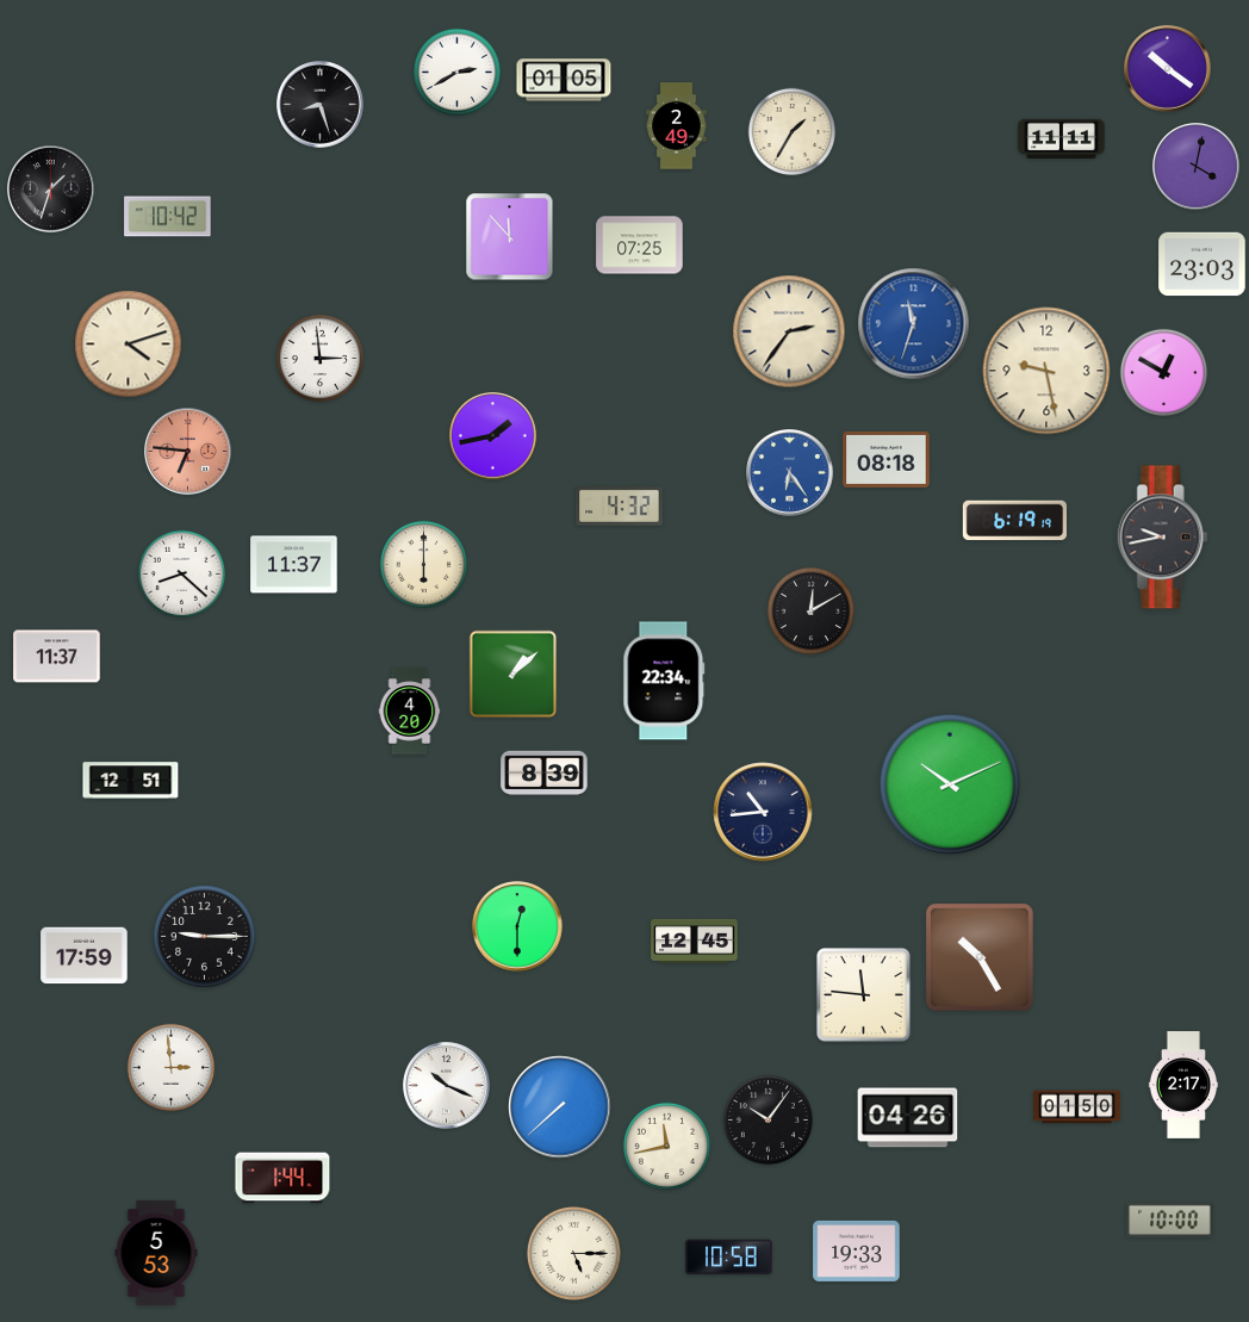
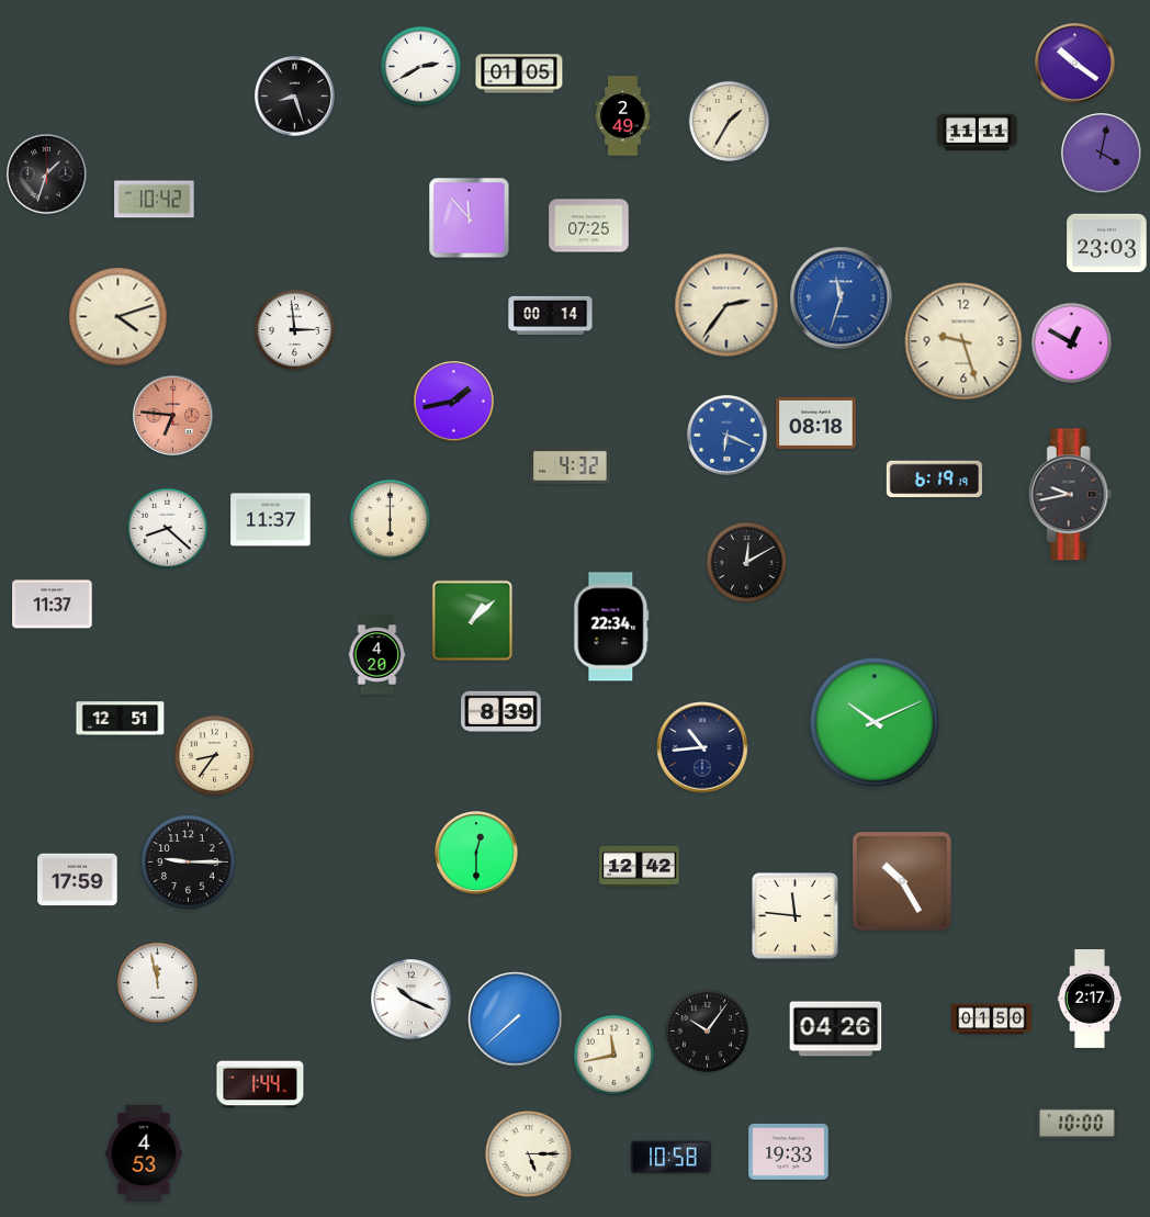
clock at (1062, 138) position: (1062, 138) -> (978, 132)
clock at (551, 315): none -> 00:14
clock at (1046, 371): 9:28 -> 9:27
clock at (790, 473): 6:24 -> 6:19
clock at (214, 755): none -> 8:36
clock at (695, 941): 12:45 -> 12:42
clock at (170, 1067): 2:59 -> 11:58
clock at (156, 1253): 5:53 -> 4:53
